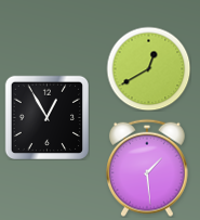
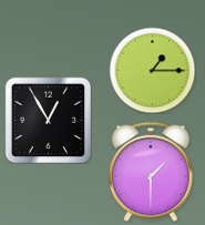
clock at (148, 68): 12:40 -> 1:15
clock at (148, 168): 1:29 -> 1:30
